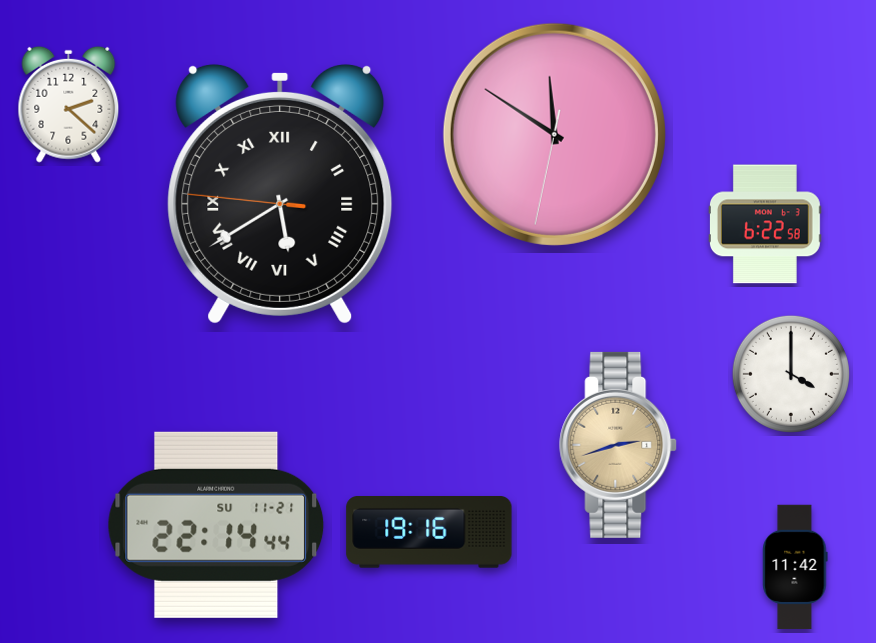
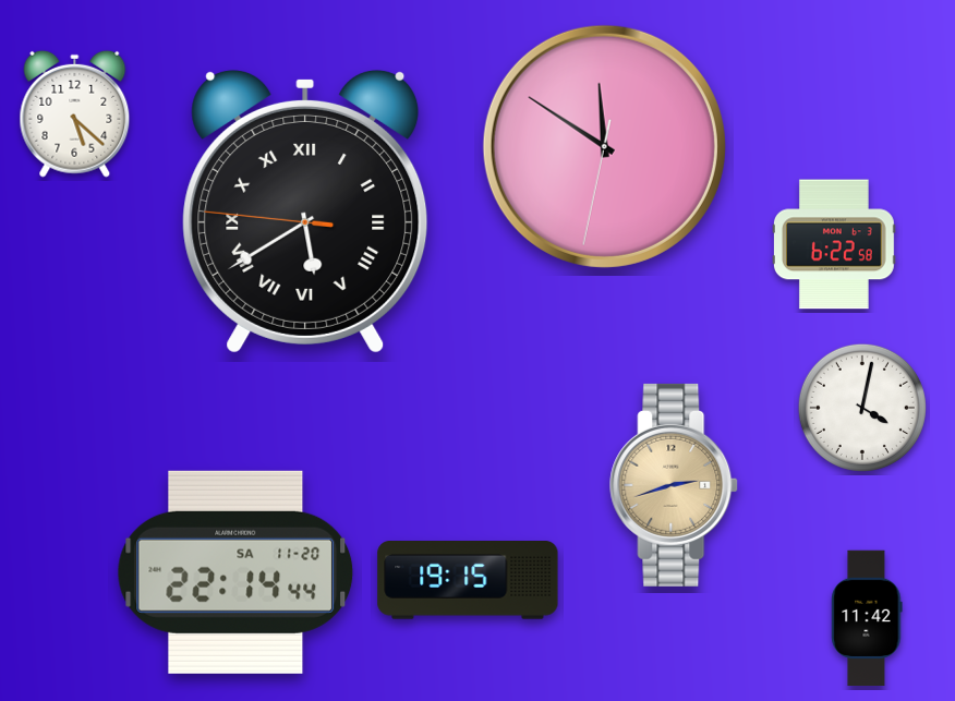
clock at (69, 104): 2:22 -> 5:22
clock at (791, 374): 4:00 -> 4:02
clock at (216, 525) date: SU 11-21 -> SA 11-20
clock at (429, 533): 19:16 -> 19:15
